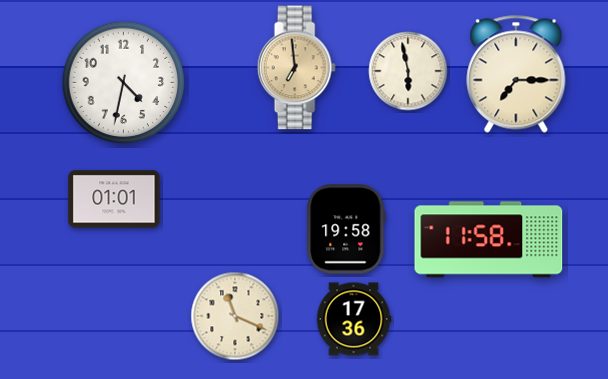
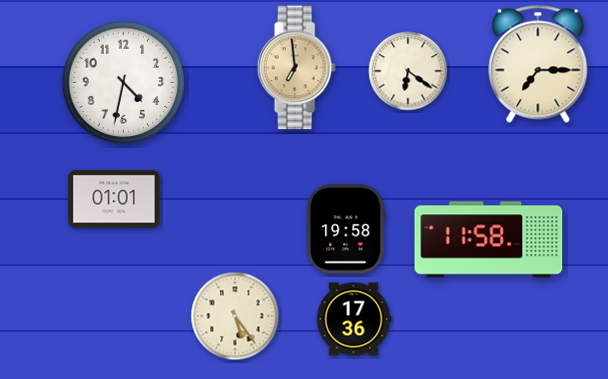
clock at (408, 71): 5:58 -> 6:21
clock at (516, 74) position: (516, 74) -> (538, 64)
clock at (235, 316): 11:19 -> 5:24
